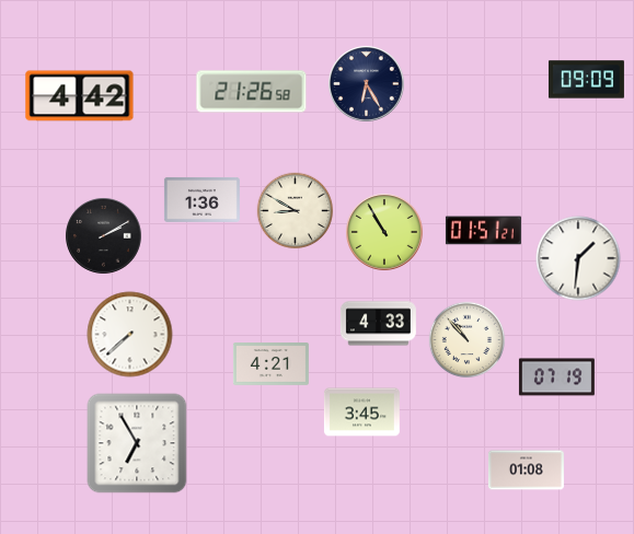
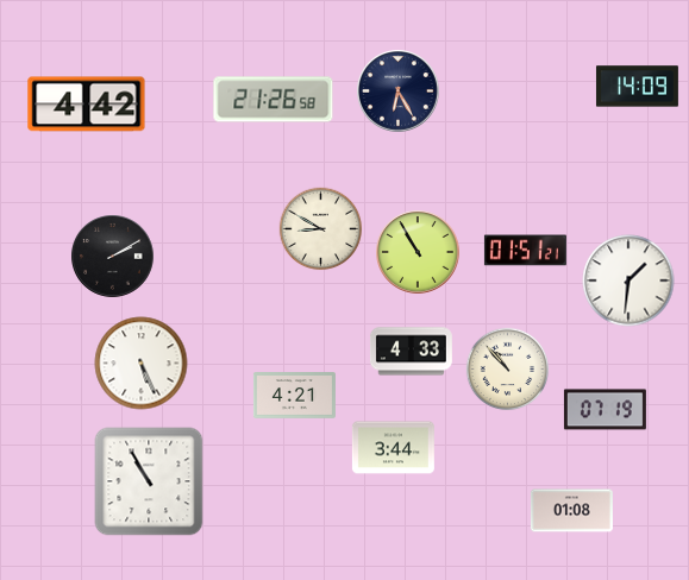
clock at (586, 80): 09:09 -> 14:09
clock at (201, 199): 1:36 -> none
clock at (130, 335): 7:38 -> 5:26
clock at (361, 413): 3:45 -> 3:44
clock at (137, 443): 6:55 -> 10:55
